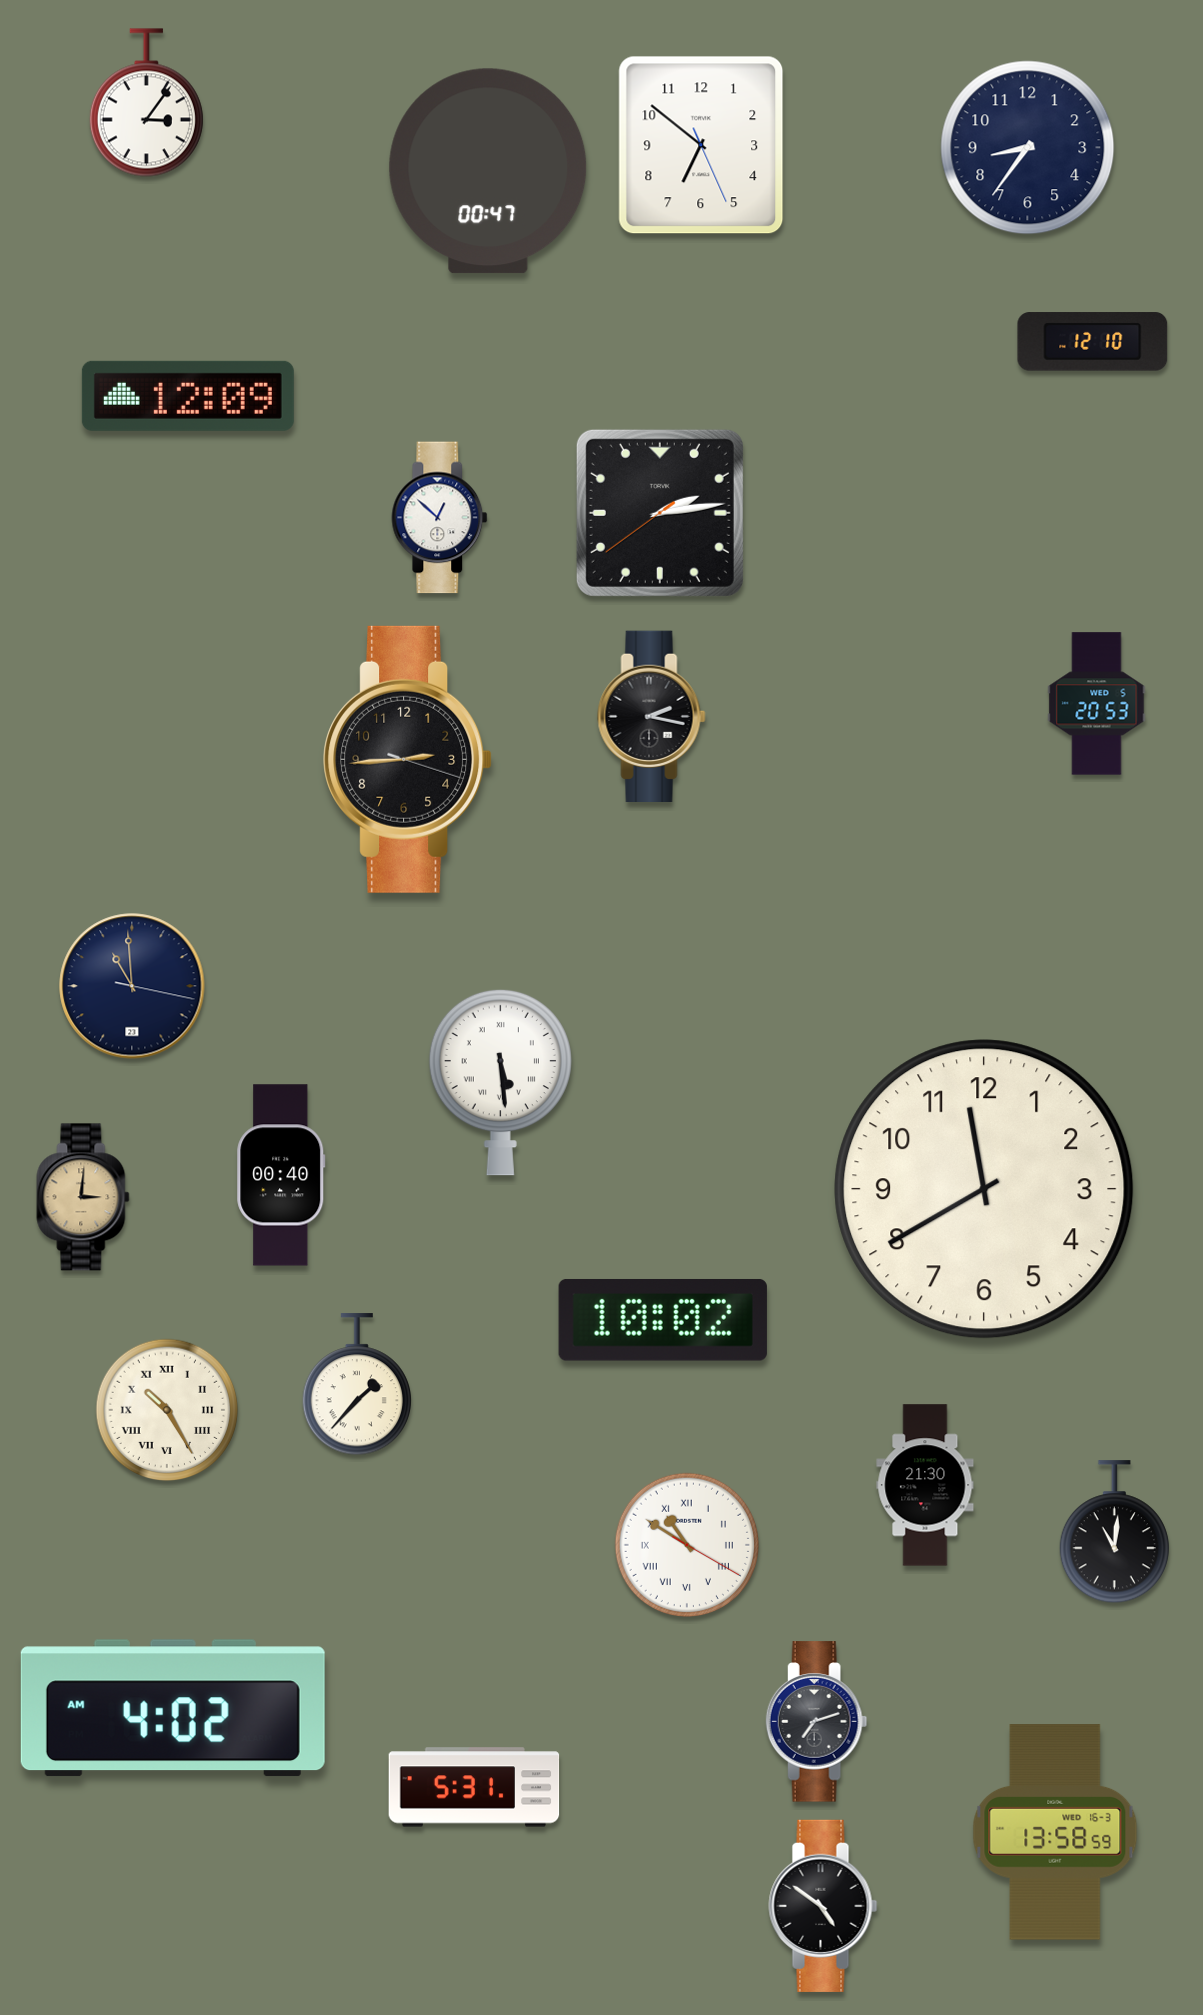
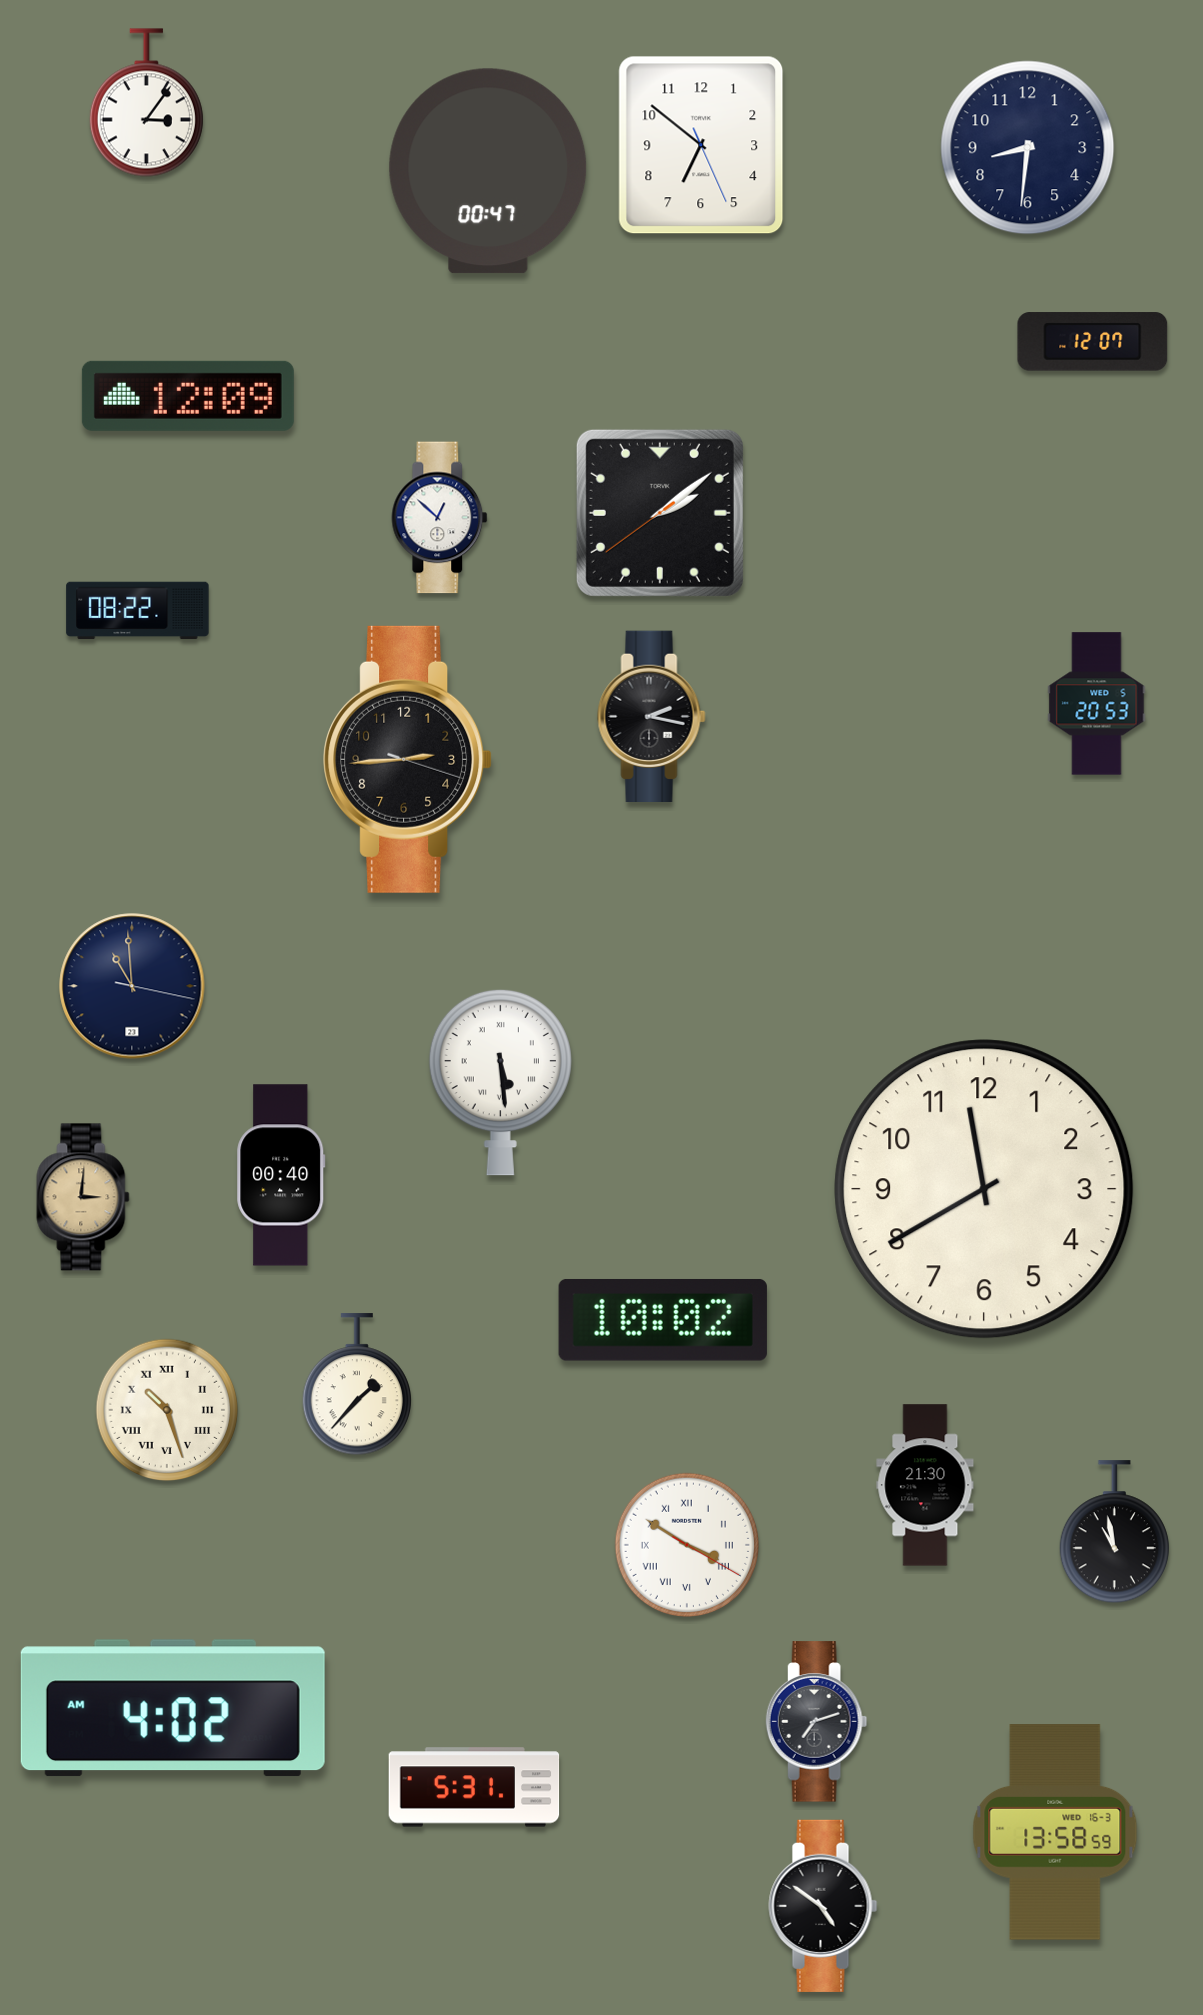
clock at (1028, 148): 8:36 -> 8:31
clock at (1093, 342): 12:10 -> 12:07
clock at (660, 513): 2:13 -> 2:08
clock at (138, 611): none -> 08:22
clock at (167, 1410): 10:25 -> 10:27
clock at (1114, 1532): 11:01 -> 10:58
clock at (686, 1544): 10:50 -> 3:50
